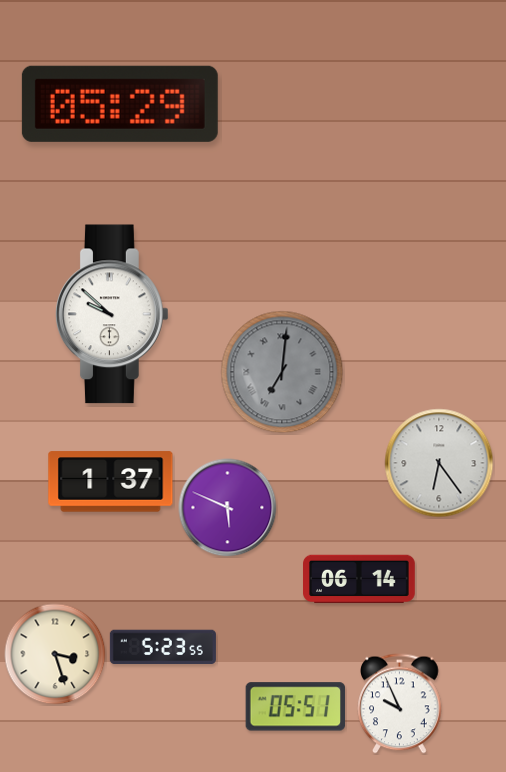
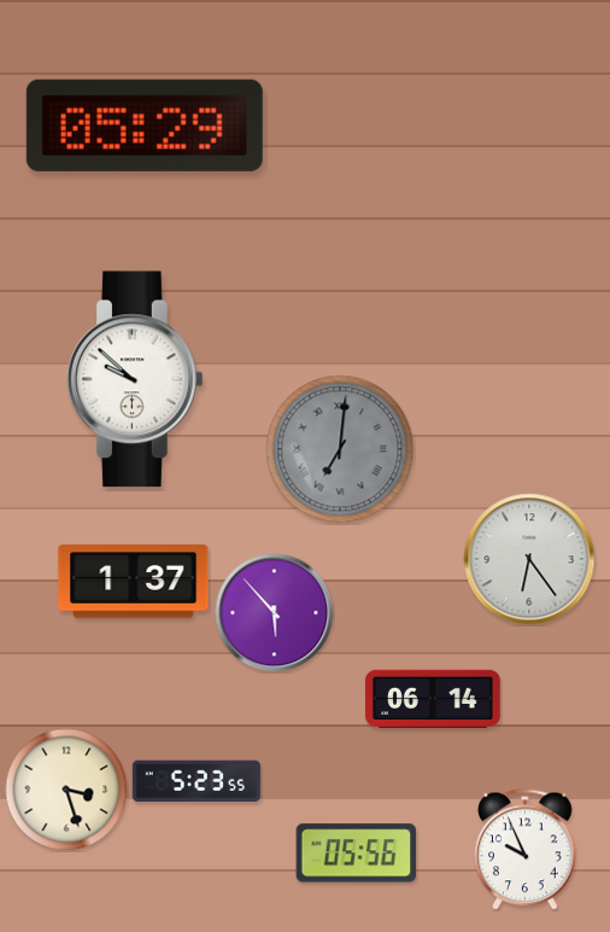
clock at (228, 508): 5:49 -> 5:53
clock at (400, 704) position: (400, 704) -> (526, 850)
clock at (296, 707): 05:51 -> 05:56
